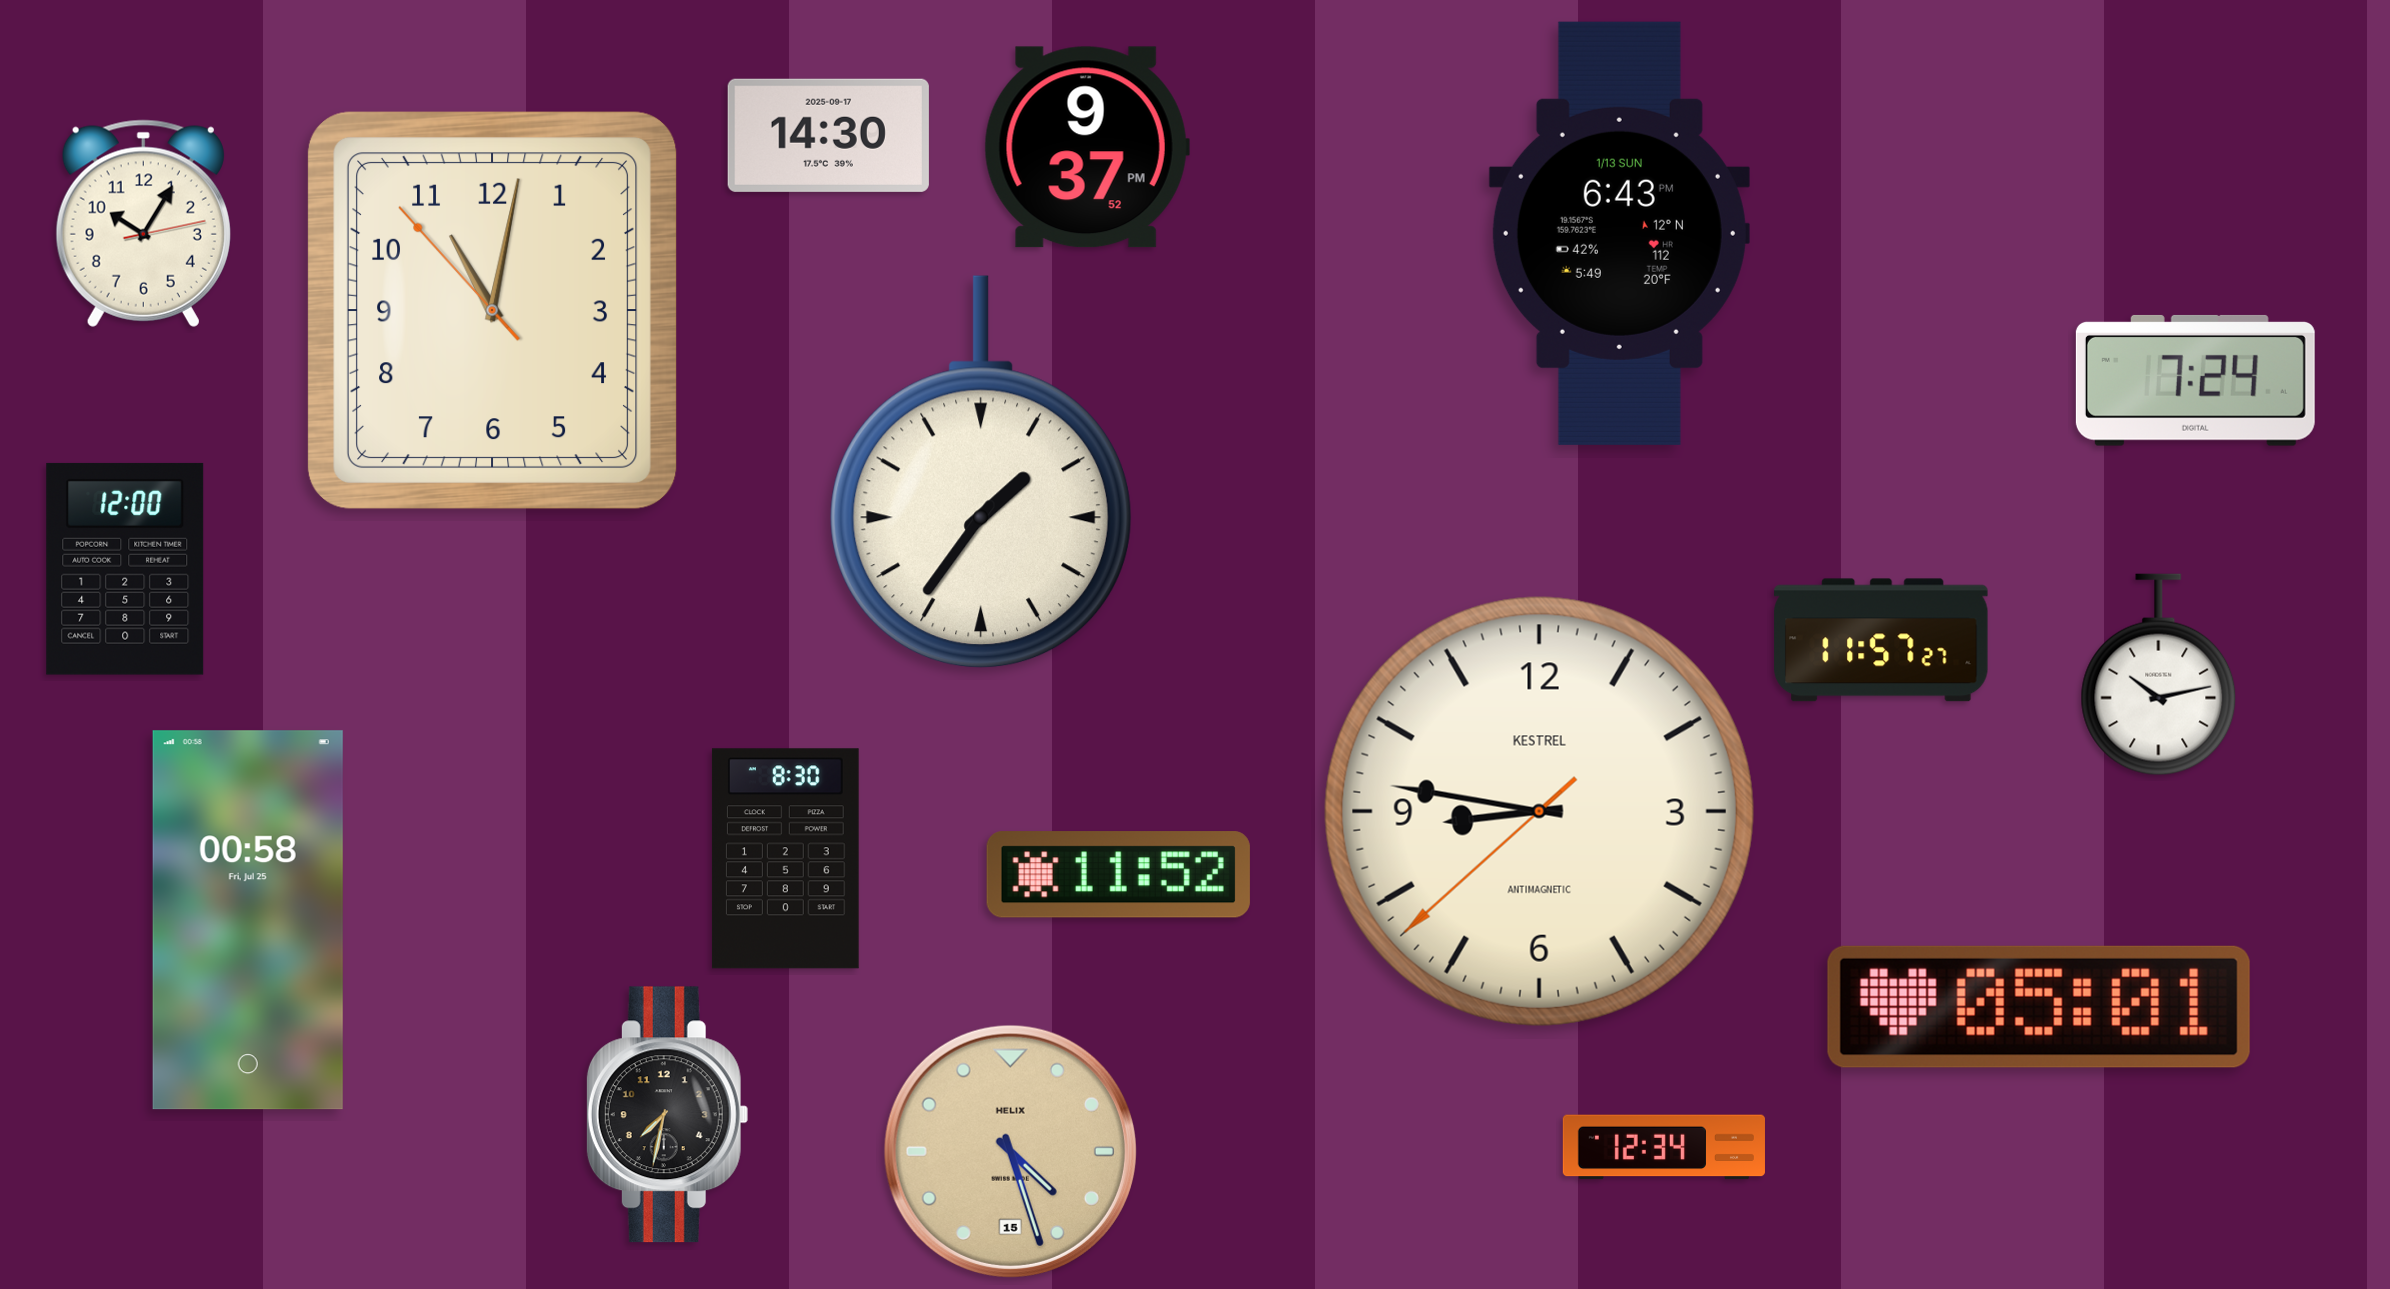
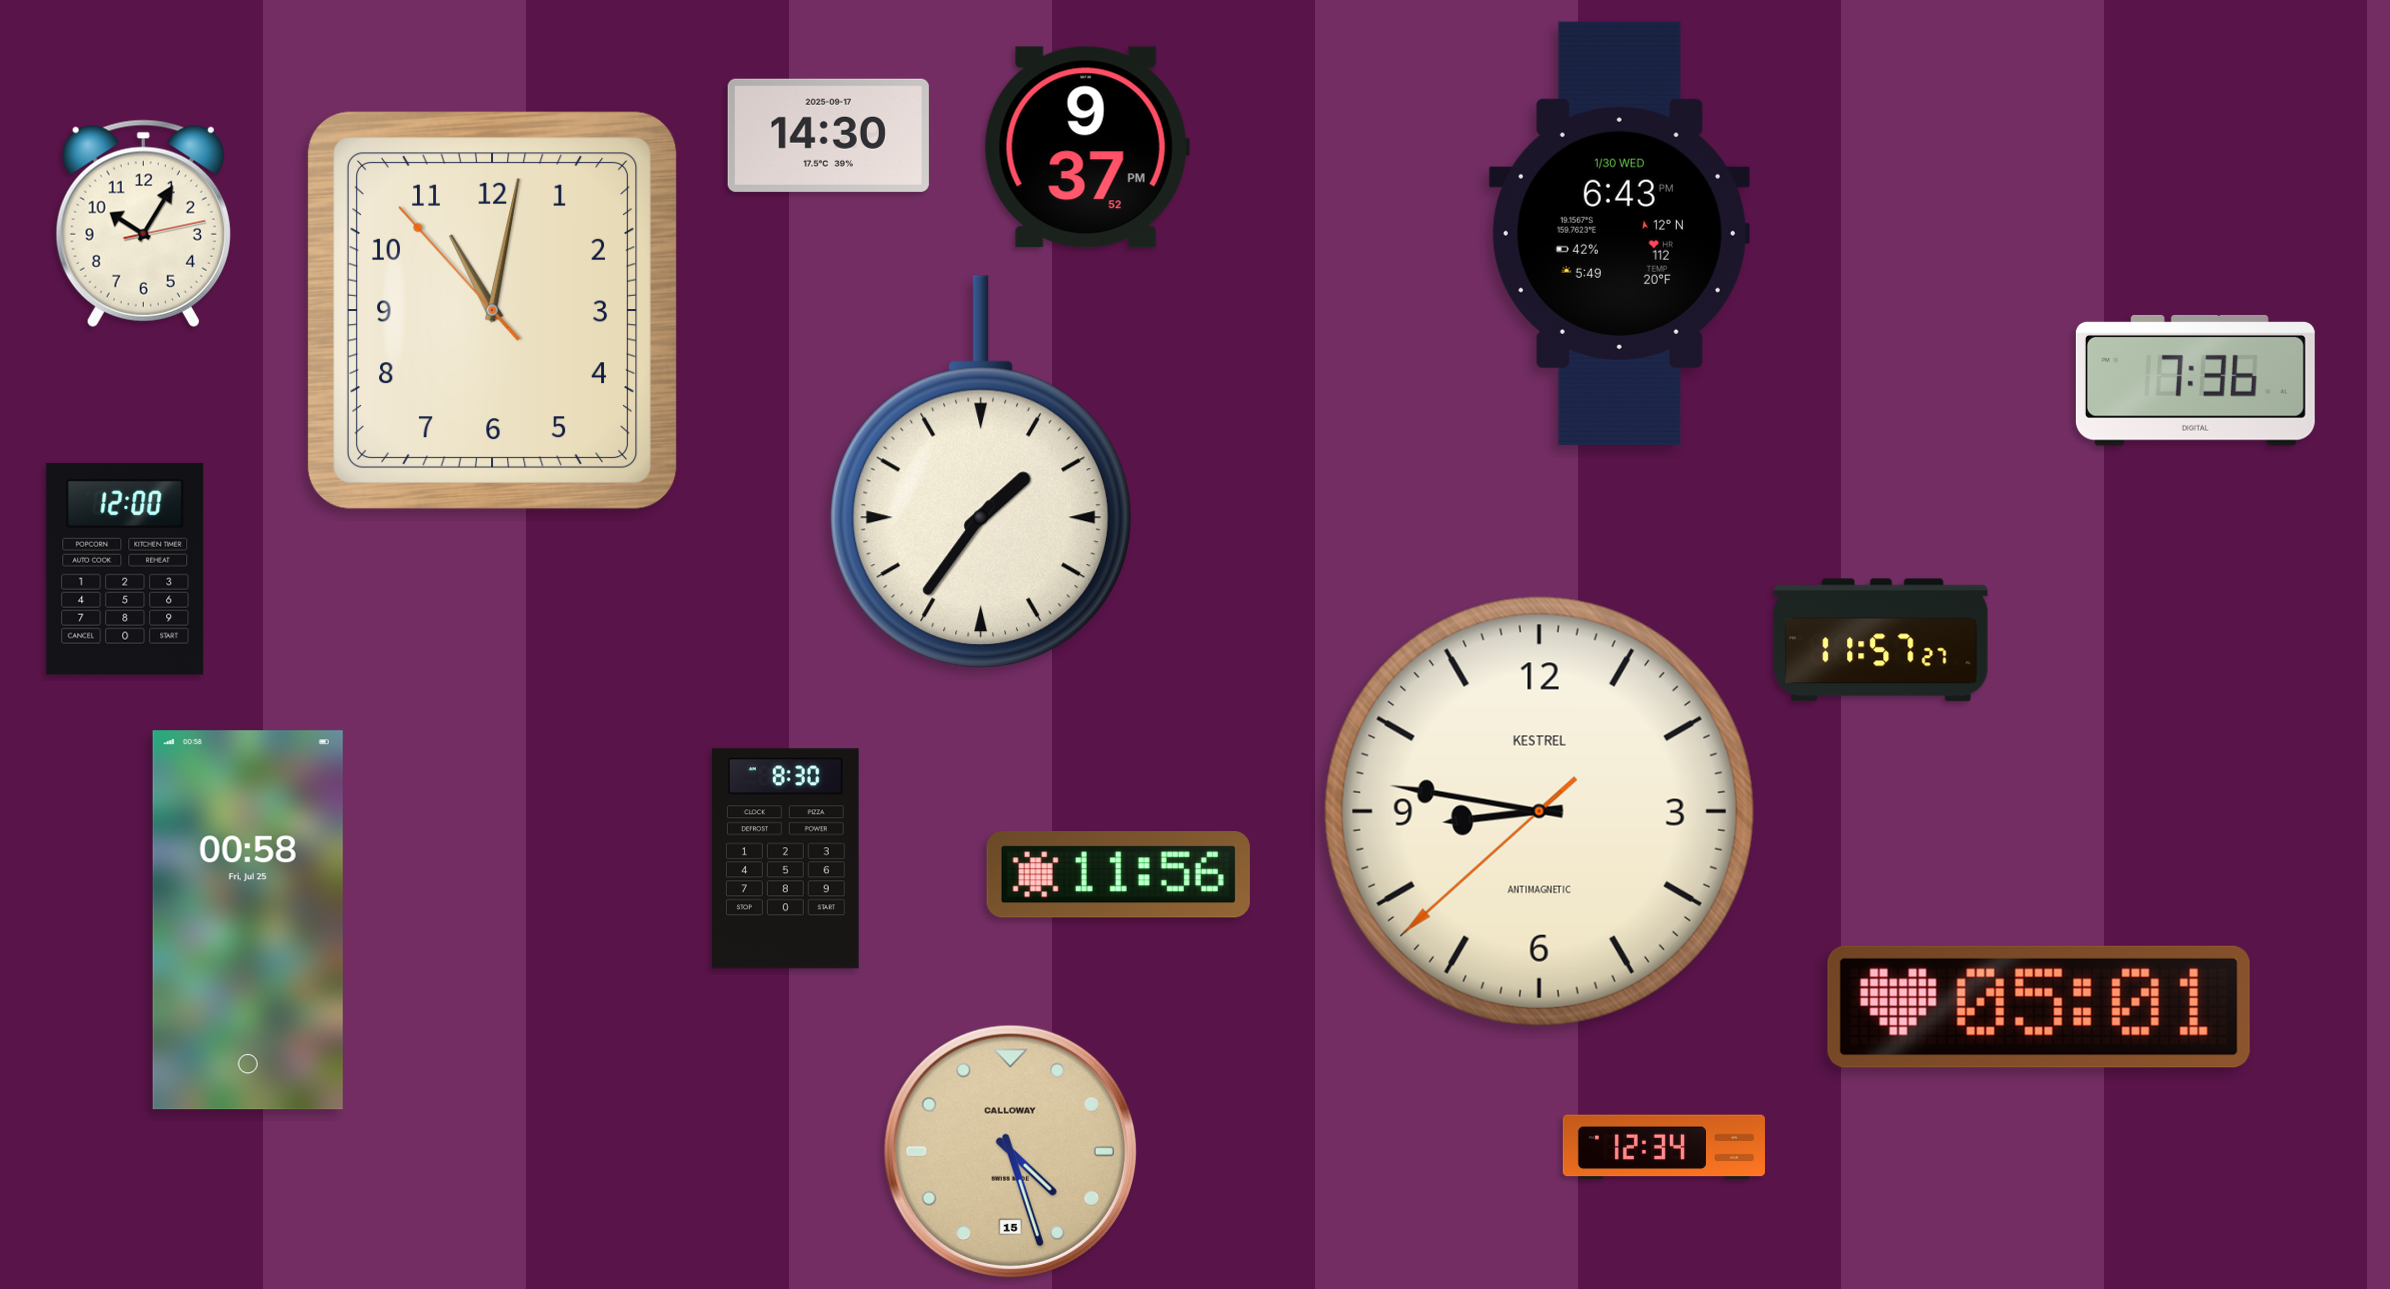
clock at (1619, 233) date: 1/13 SUN -> 1/30 WED
clock at (2195, 380): 7:24 -> 7:36
clock at (2159, 675): 10:13 -> none
clock at (1118, 875): 11:52 -> 11:56
clock at (667, 1115): 7:32 -> none
clock at (1010, 1151) brand: HELIX -> CALLOWAY
